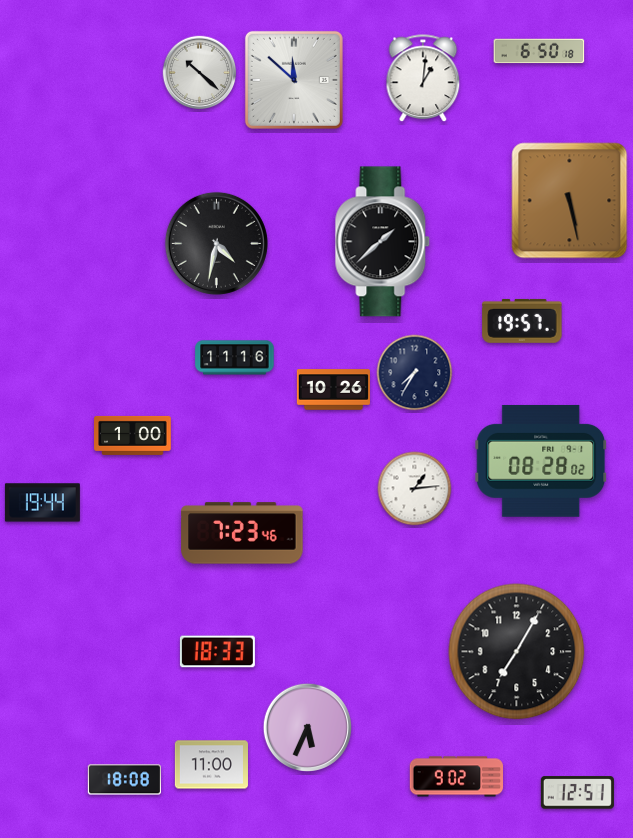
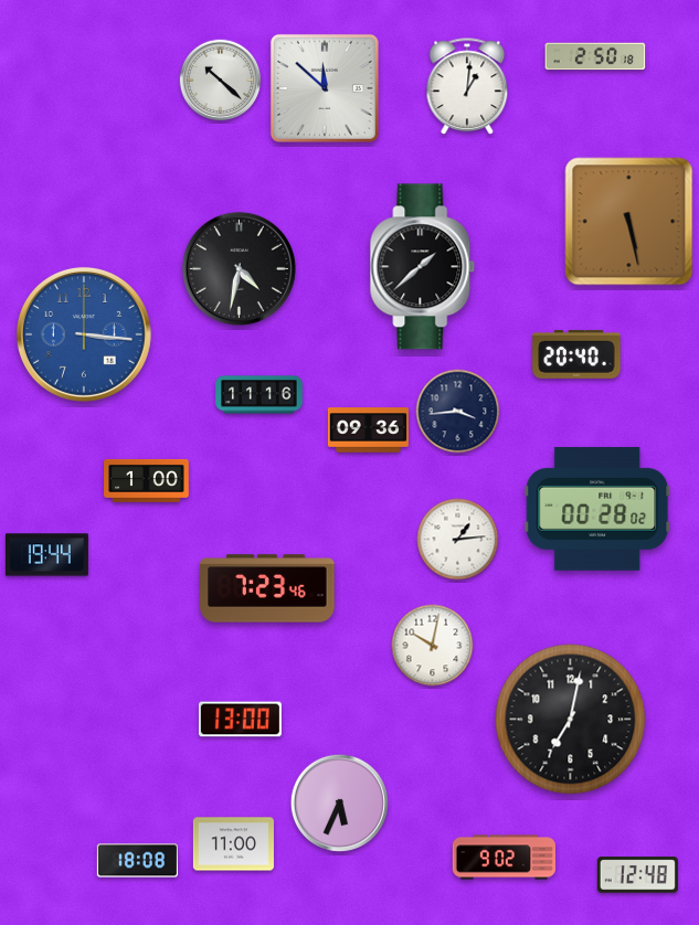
clock at (539, 51): 6:50 -> 2:50
clock at (84, 334): none -> 3:16
clock at (522, 321): 19:57 -> 20:40
clock at (415, 373): 7:35 -> 3:44
clock at (333, 390): 10:26 -> 09:36
clock at (541, 461): 08:28 -> 00:28
clock at (433, 646): none -> 10:02
clock at (217, 652): 18:33 -> 13:00
clock at (517, 652): 7:05 -> 7:02
clock at (577, 793): 12:51 -> 12:48
